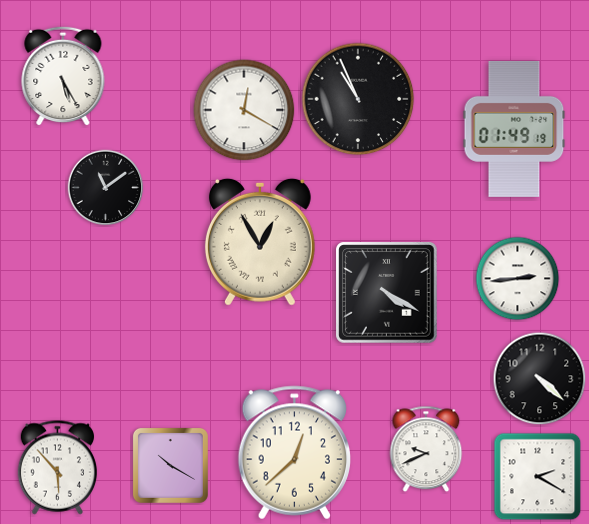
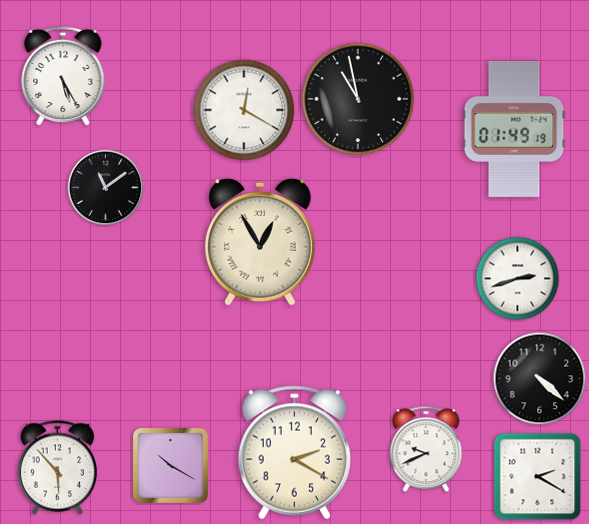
clock at (358, 99): 10:56 -> 10:58
clock at (518, 279): 2:44 -> 2:42
clock at (387, 293): 4:20 -> none
clock at (294, 453): 12:38 -> 2:20
